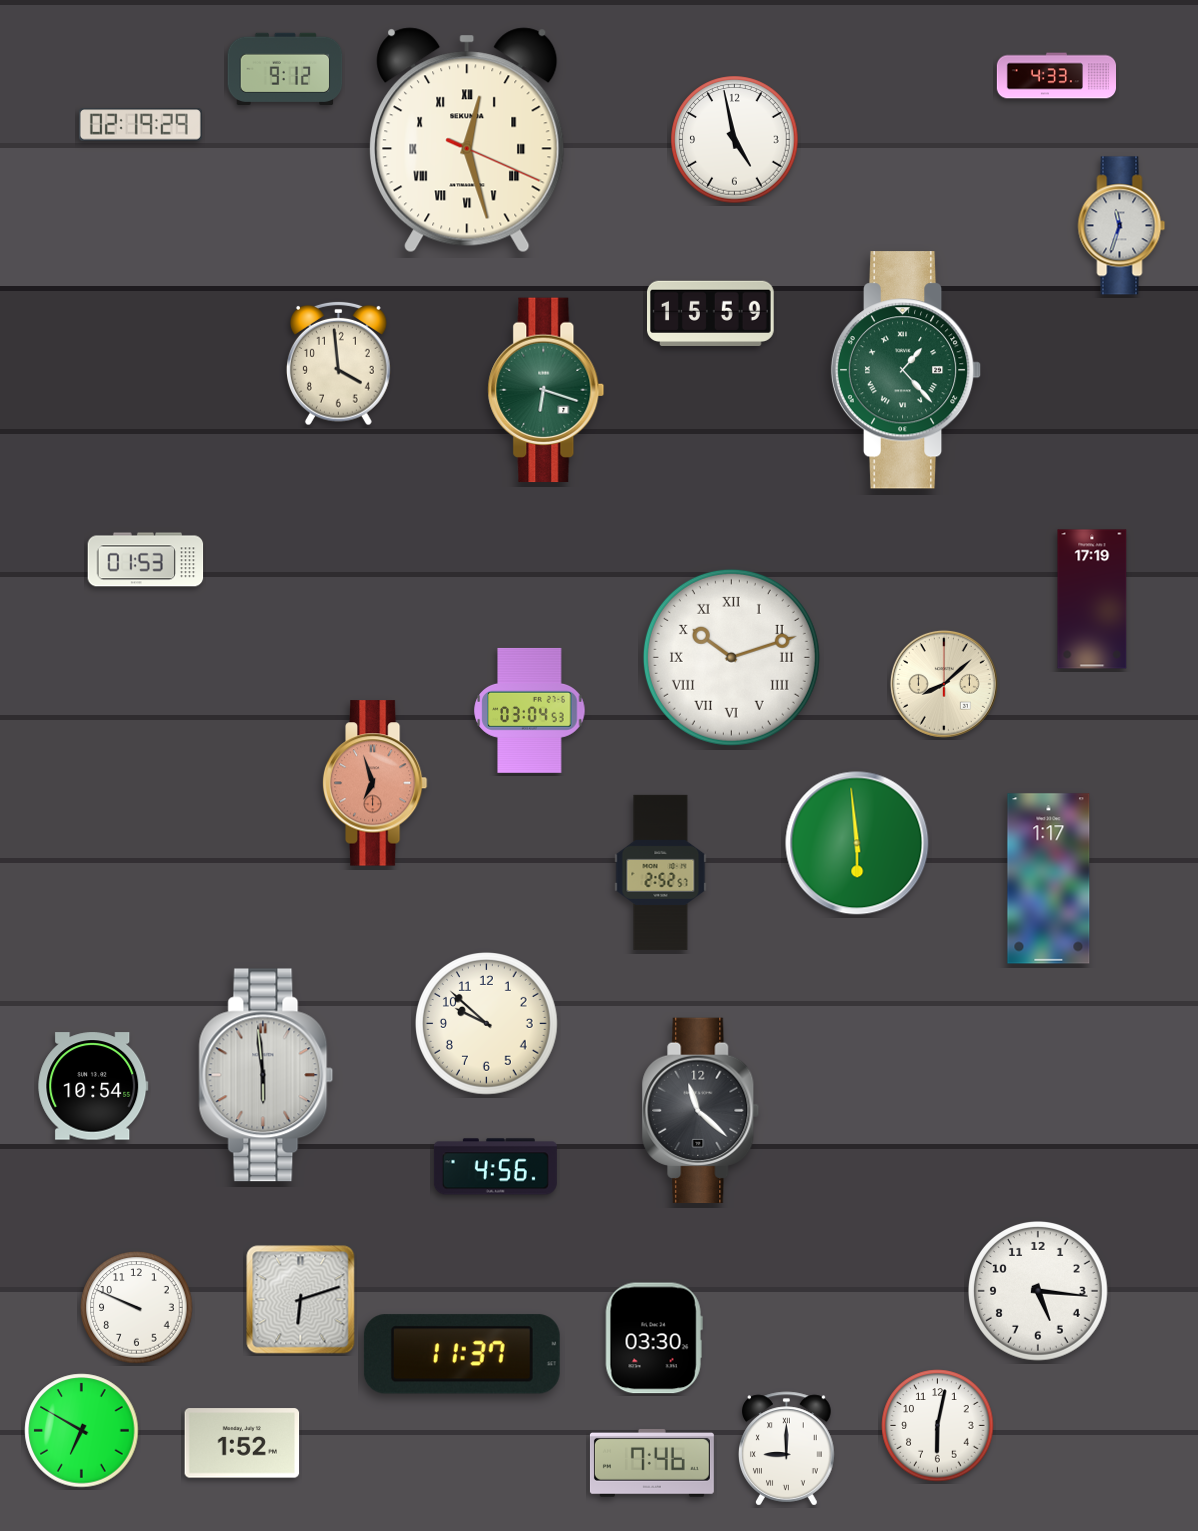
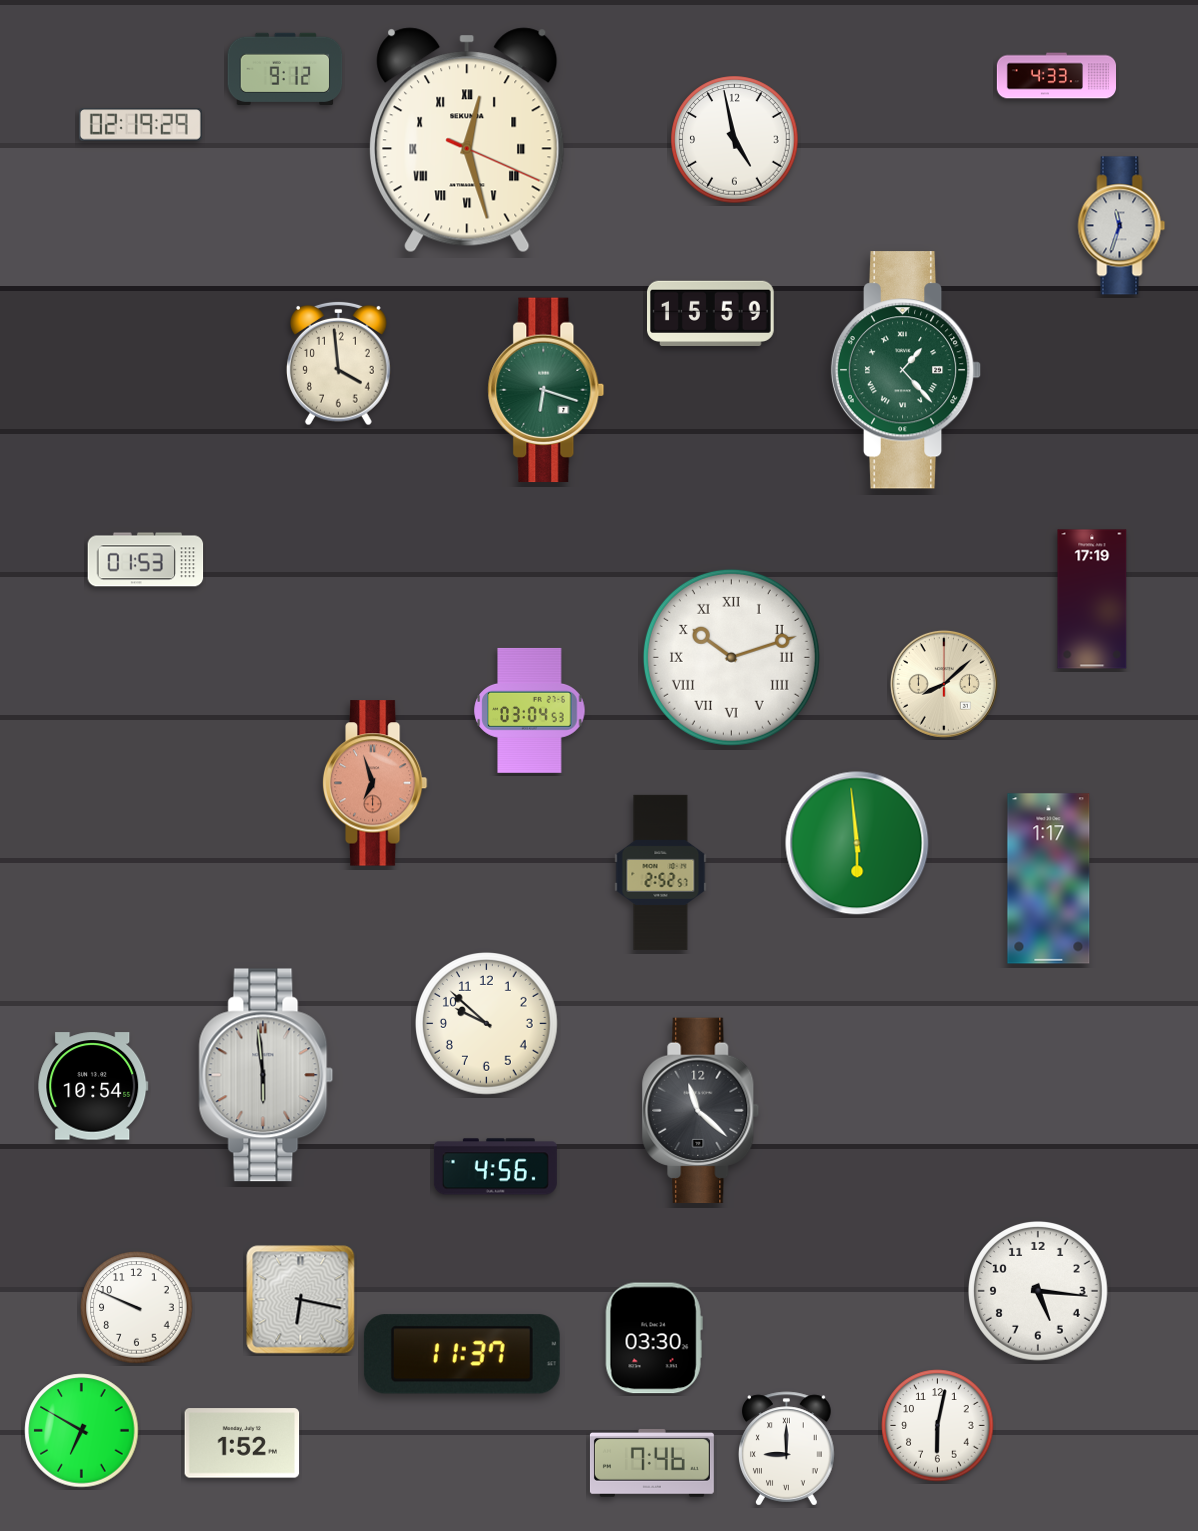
clock at (301, 1300): 6:12 -> 6:17
